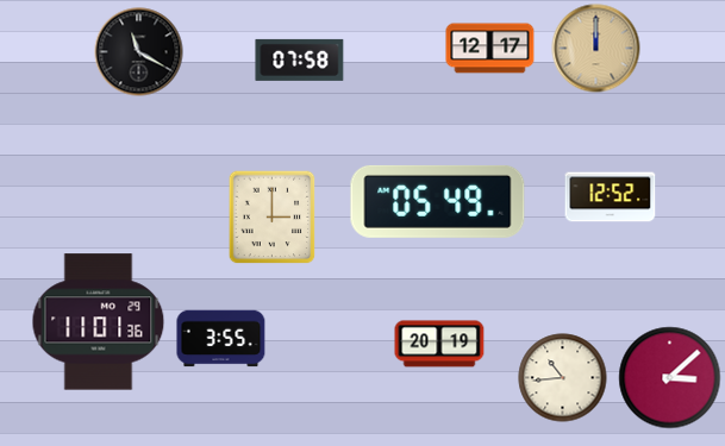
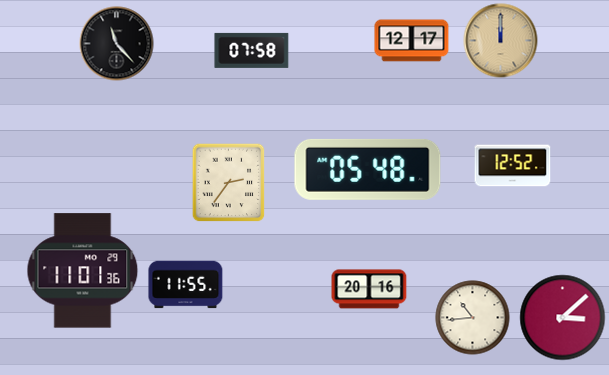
clock at (139, 52): 11:20 -> 11:23
clock at (438, 201): 05:49 -> 05:48
clock at (273, 218): 3:00 -> 2:36
clock at (221, 339): 3:55 -> 11:55
clock at (439, 344): 20:19 -> 20:16
